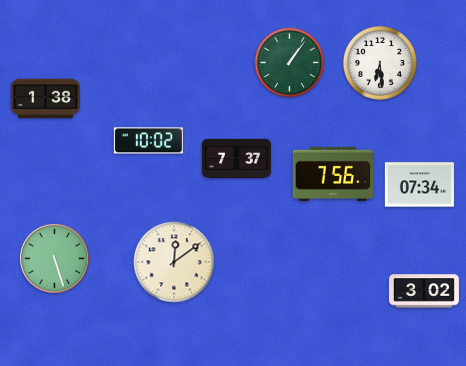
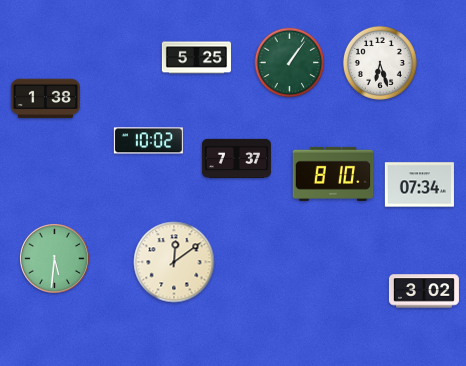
clock at (196, 58): none -> 5:25
clock at (380, 63): 6:29 -> 6:27
clock at (333, 174): 7:56 -> 8:10
clock at (54, 258): 5:27 -> 5:31
